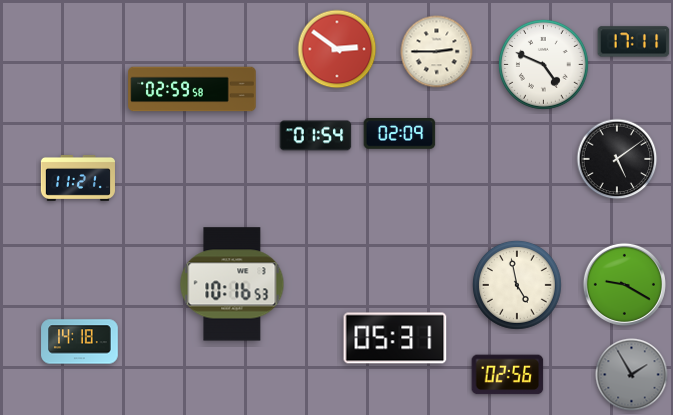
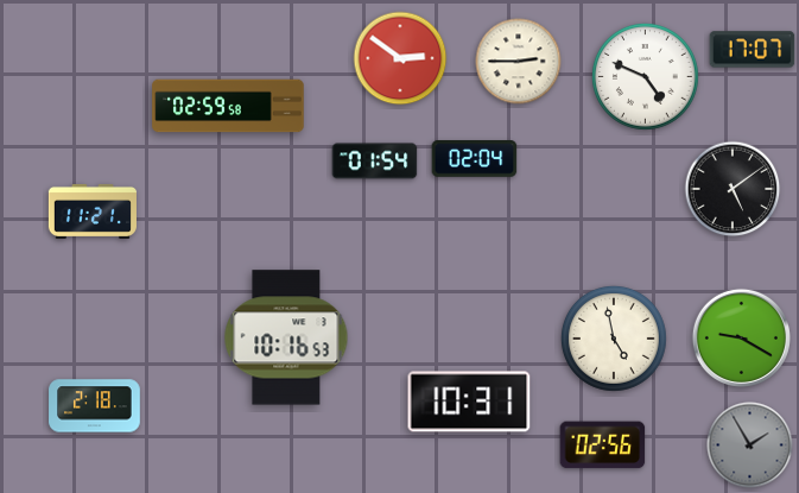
clock at (634, 42): 17:11 -> 17:07
clock at (400, 134): 02:09 -> 02:04
clock at (232, 284) position: (232, 284) -> (286, 337)
clock at (395, 338): 05:31 -> 10:31
clock at (80, 342): 14:18 -> 2:18
